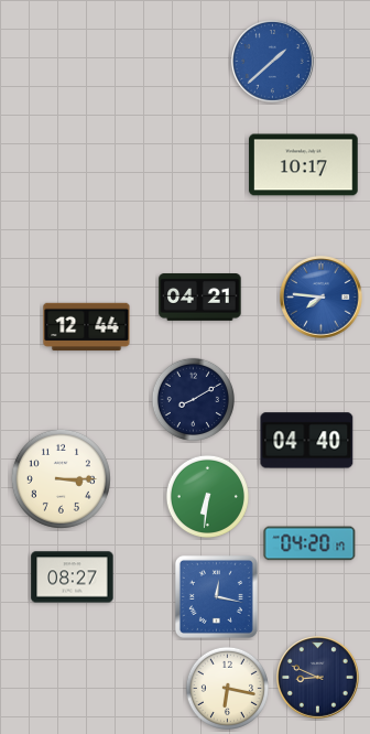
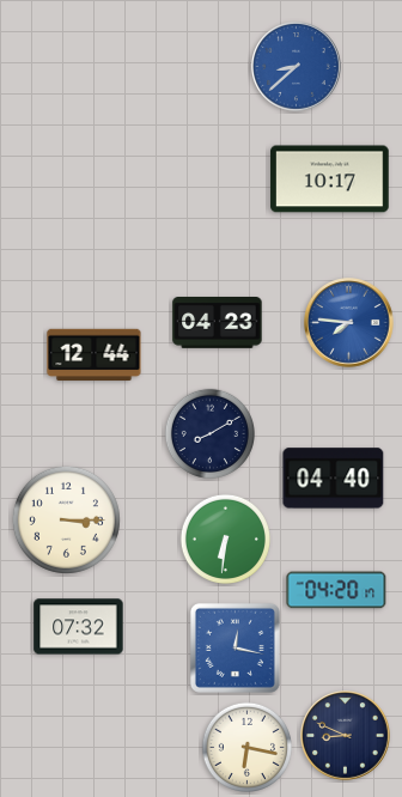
clock at (273, 62): 1:38 -> 8:38
clock at (200, 298): 04:21 -> 04:23
clock at (73, 578): 08:27 -> 07:32
